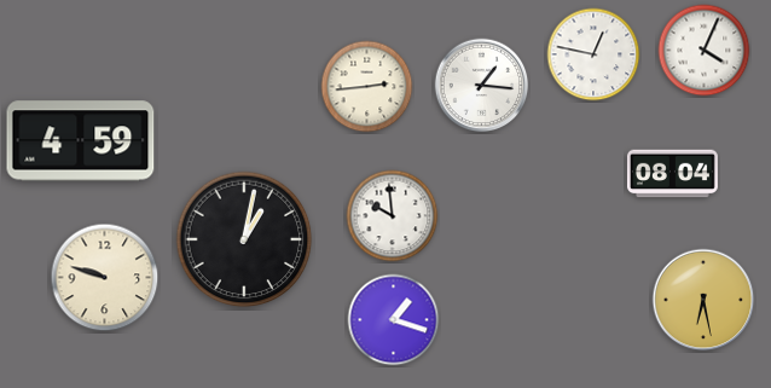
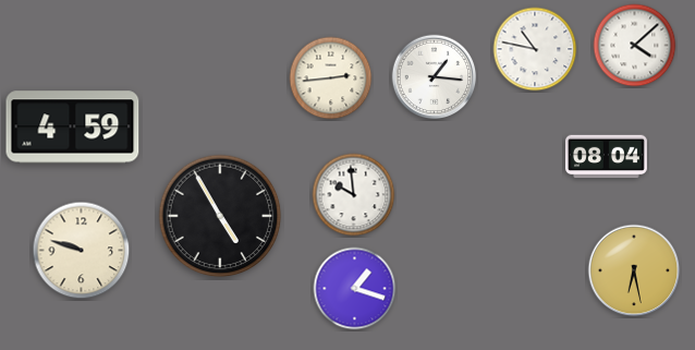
clock at (705, 51): 4:04 -> 4:08
clock at (593, 54): 12:47 -> 10:47
clock at (244, 239): 1:02 -> 4:55
clock at (105, 278) position: (105, 278) -> (82, 251)
